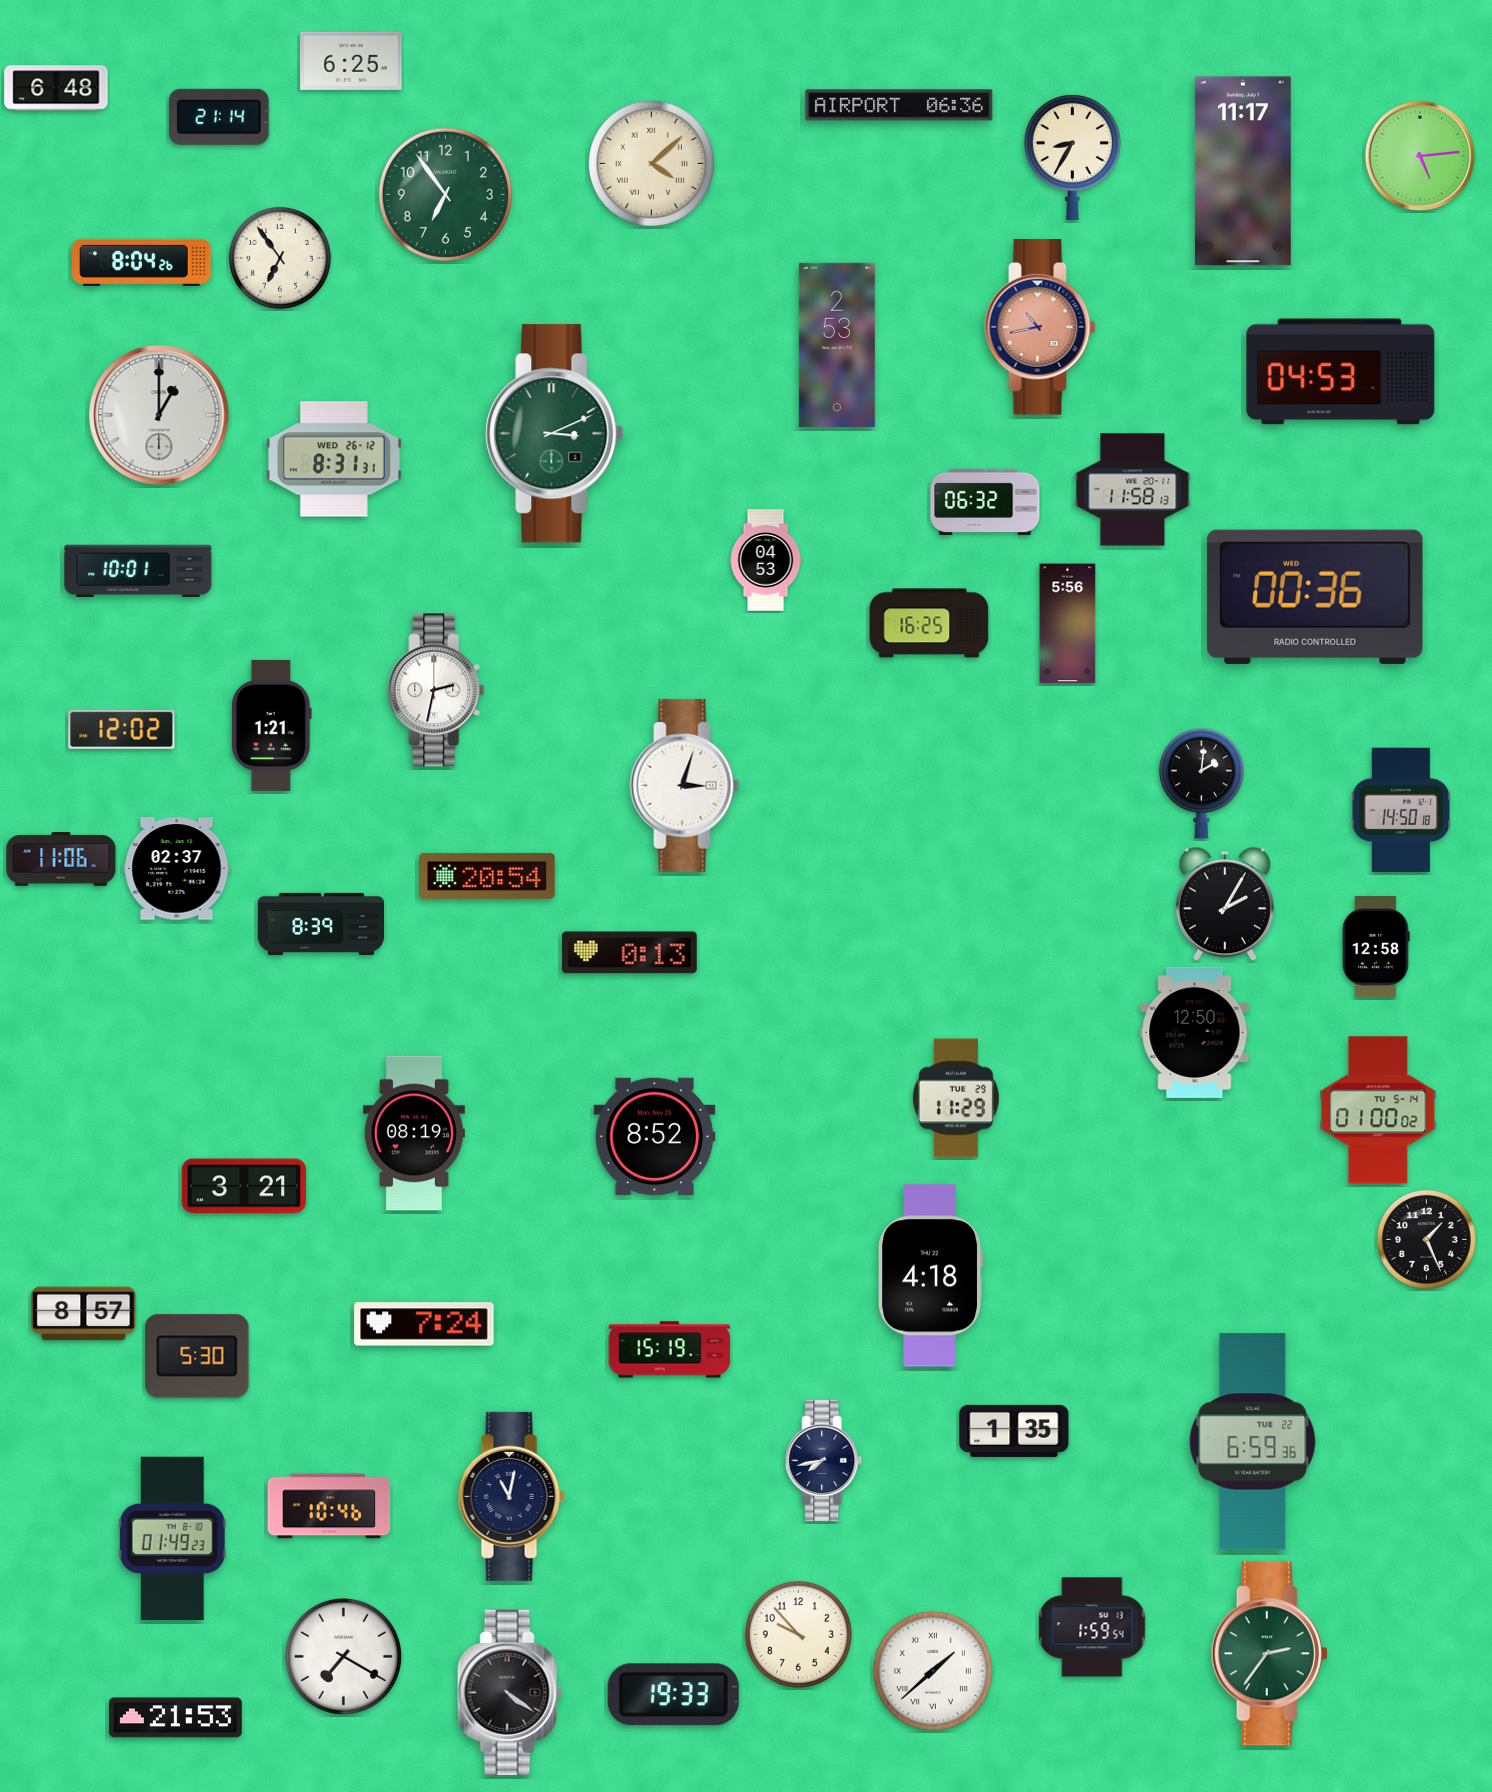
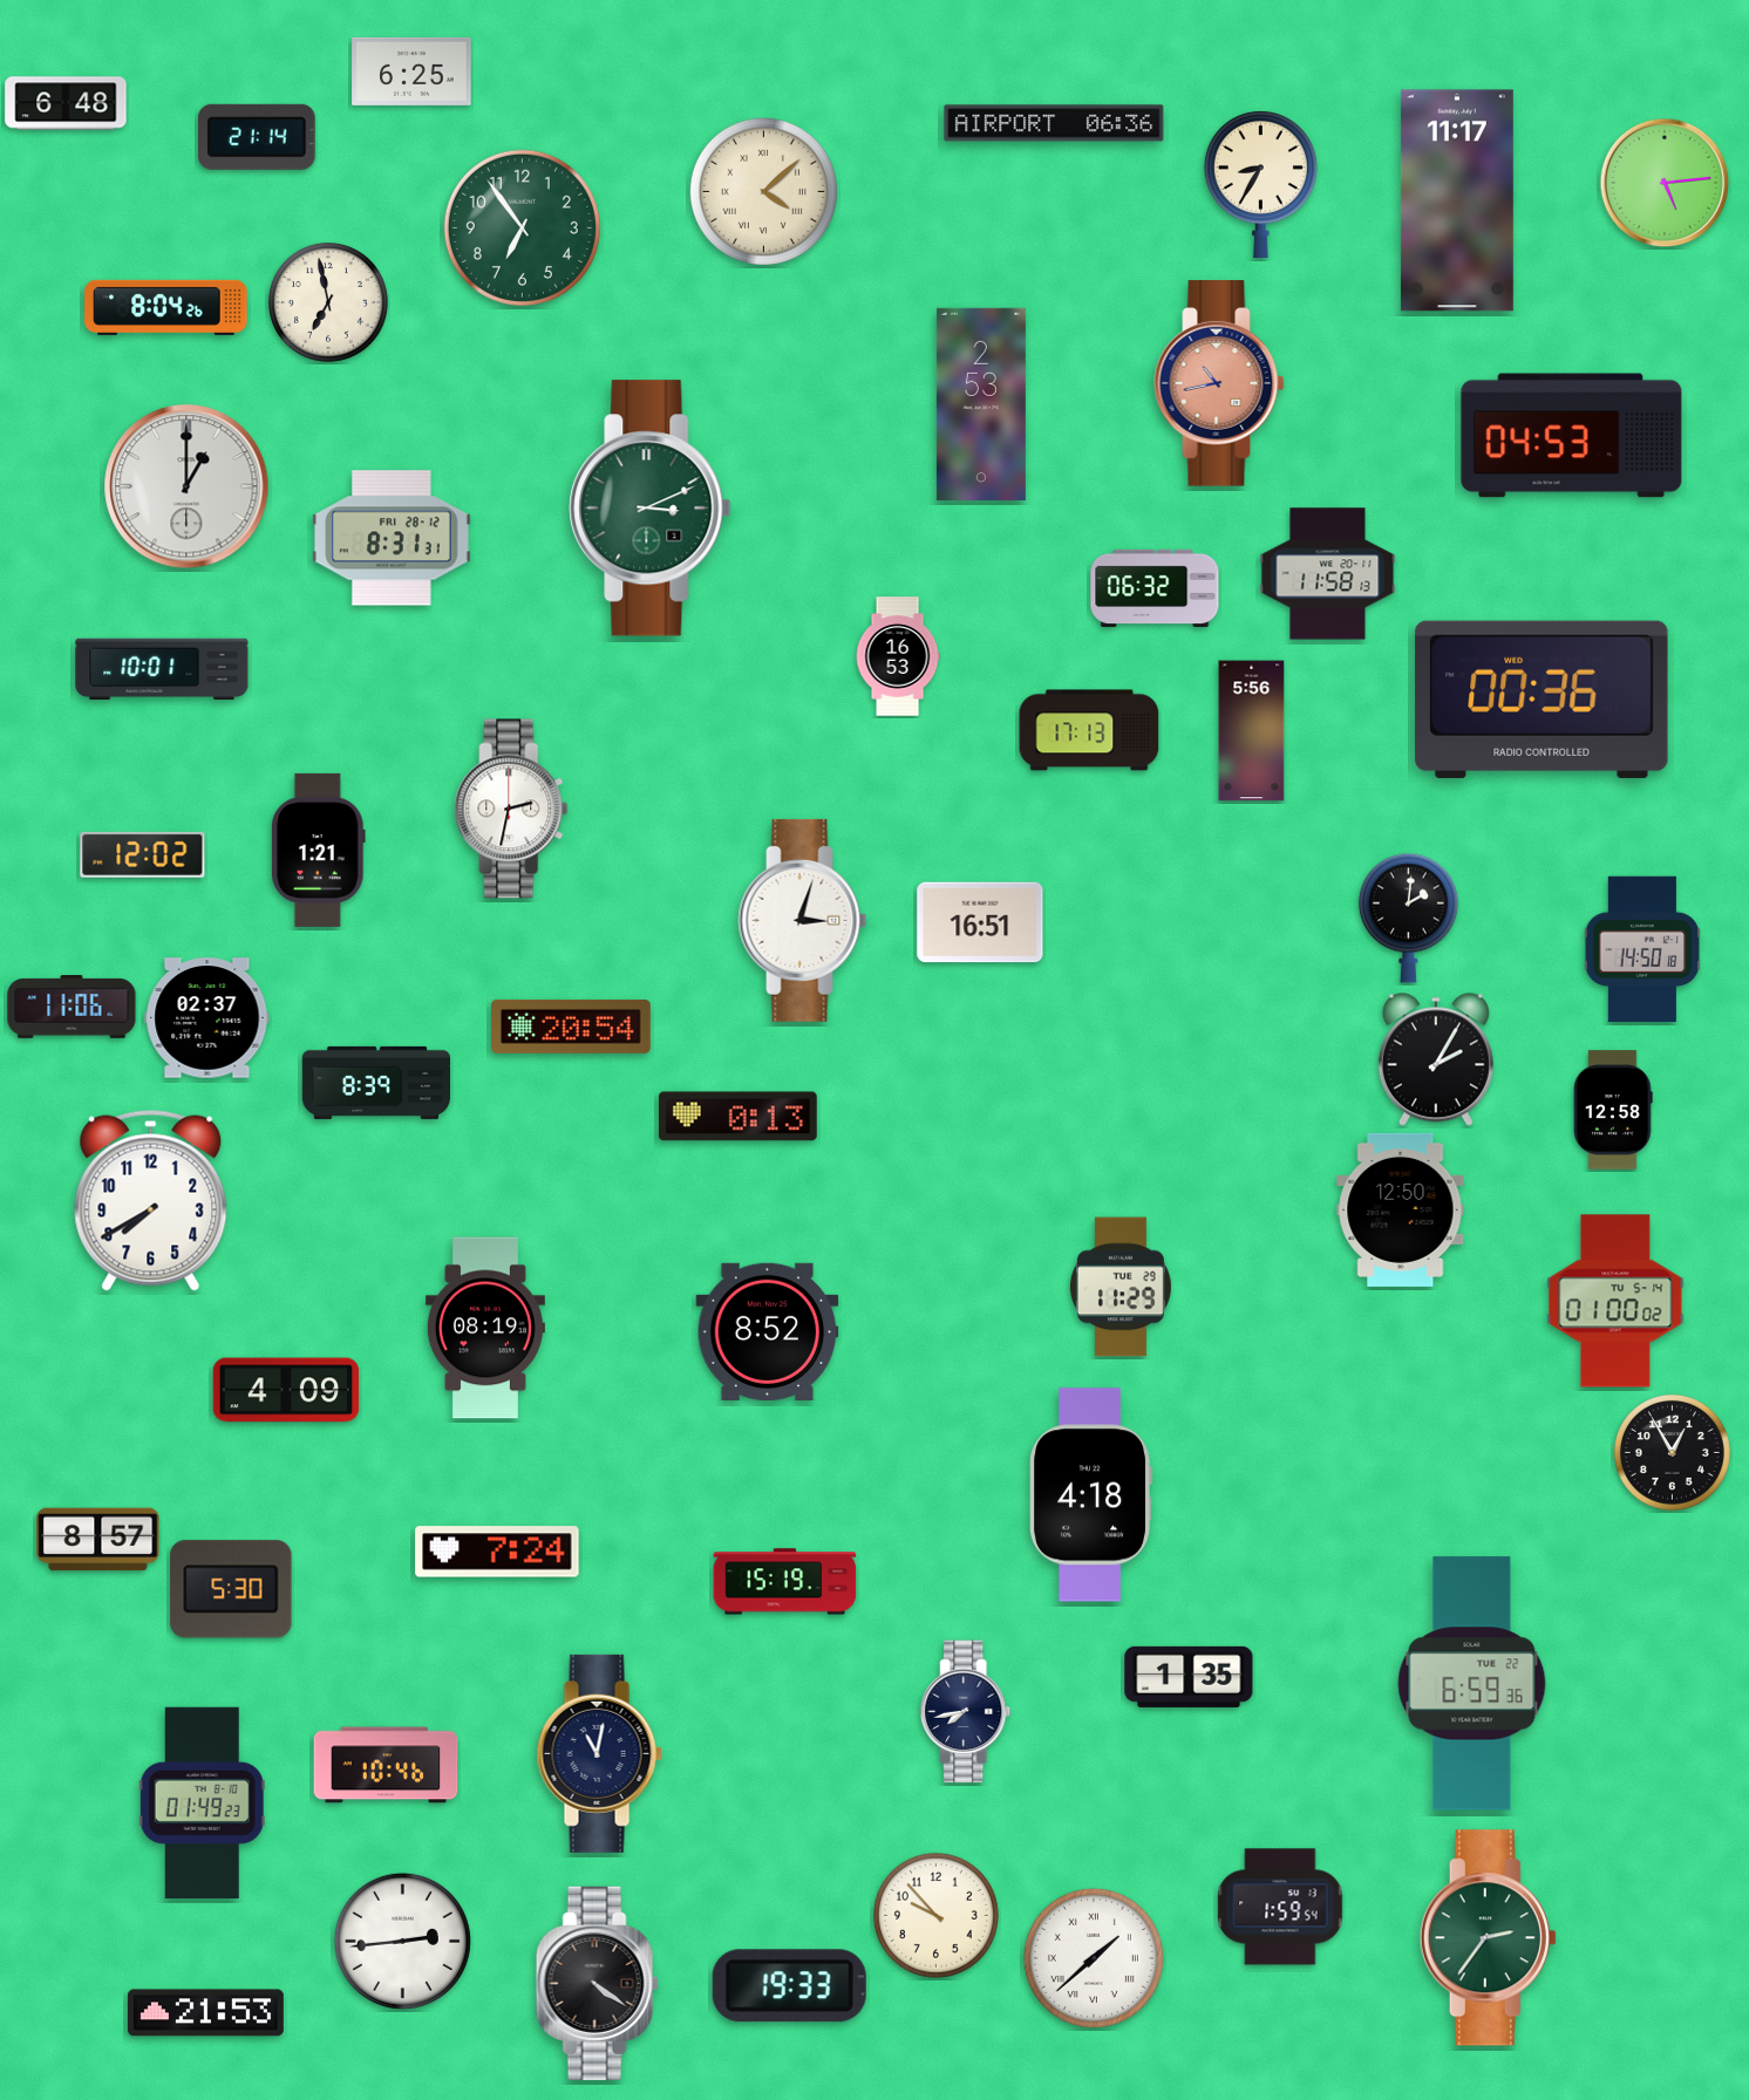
clock at (1072, 157) position: (1072, 157) -> (1260, 184)
clock at (280, 258): 6:54 -> 6:58
clock at (334, 459) date: WED 26-12 -> FRI 28-12
clock at (766, 560): 04:53 -> 16:53
clock at (929, 623): 16:25 -> 17:13
clock at (980, 922): none -> 16:51
clock at (151, 1200): none -> 7:40
clock at (244, 1186): 3:21 -> 4:09
clock at (1426, 1239): 1:26 -> 12:55
clock at (1253, 1442) position: (1253, 1442) -> (1472, 1684)
clock at (343, 1656): 7:20 -> 2:44
